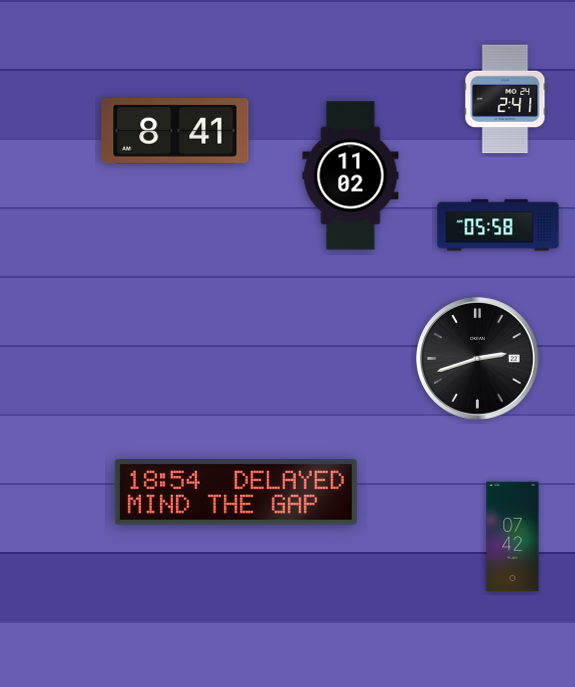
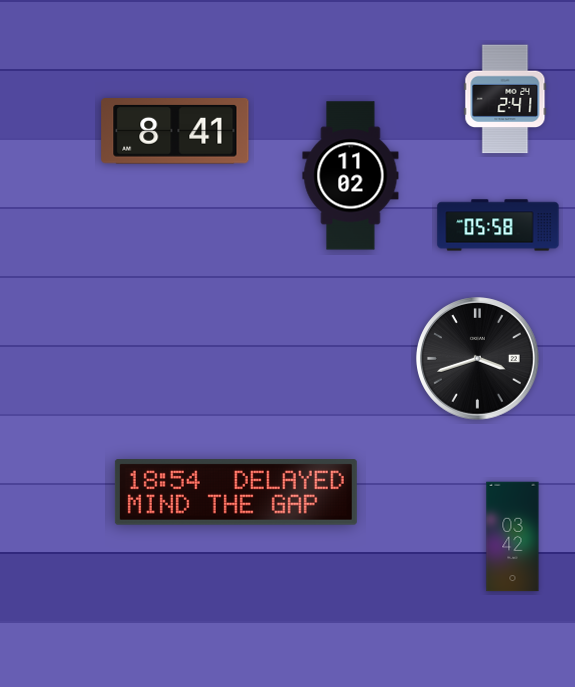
clock at (478, 359): 2:42 -> 3:42
clock at (513, 537): 07:42 -> 03:42
